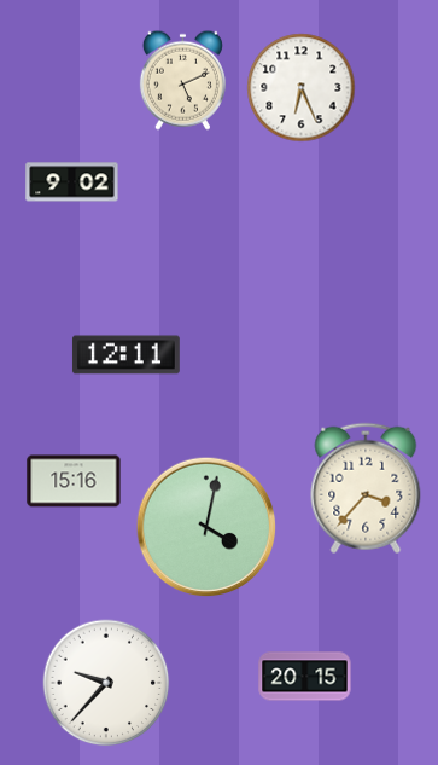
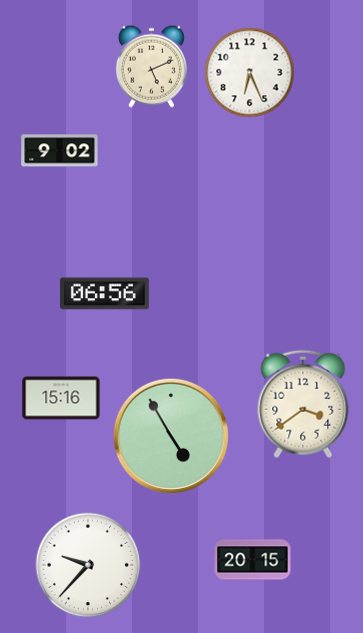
clock at (125, 355): 12:11 -> 06:56
clock at (366, 488): 3:37 -> 3:39
clock at (206, 527): 4:02 -> 4:55
